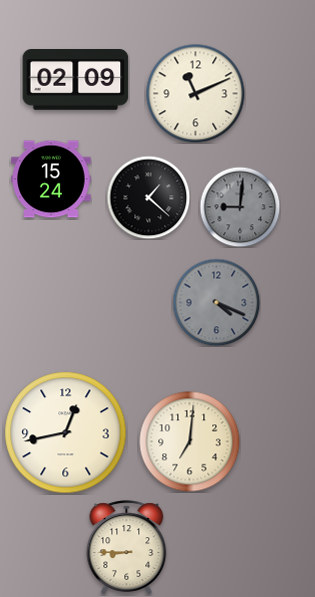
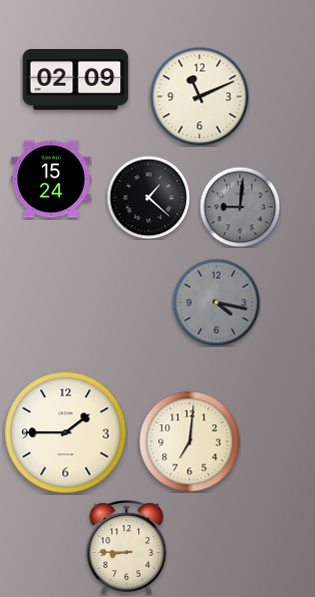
clock at (196, 94) position: (196, 94) -> (200, 97)
clock at (216, 302): 4:19 -> 4:17
clock at (66, 433): 12:43 -> 1:45
